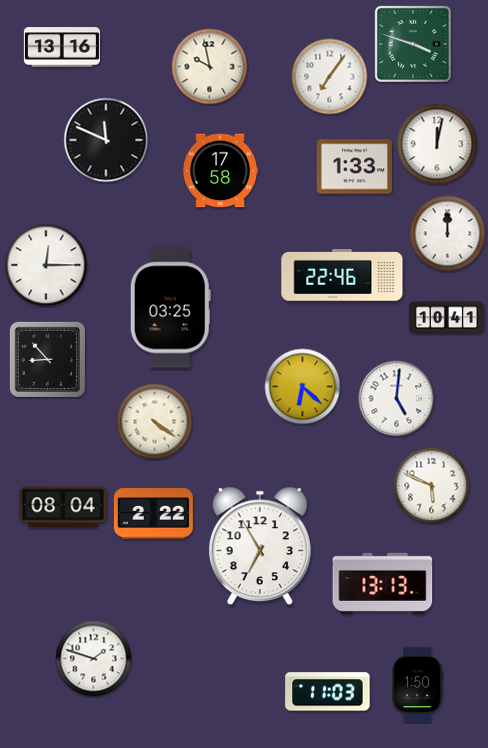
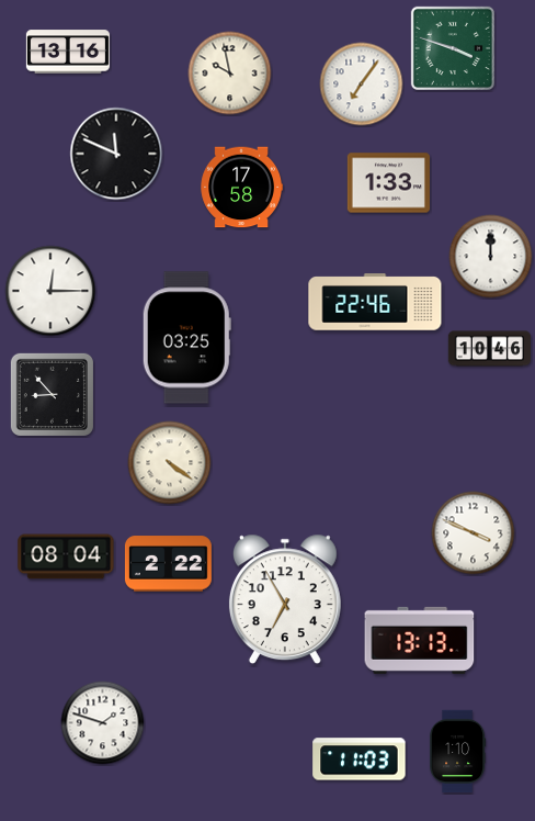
clock at (437, 144): 12:02 -> none
clock at (446, 318): 10:41 -> 10:46
clock at (303, 387): 6:22 -> none
clock at (397, 399): 5:01 -> none
clock at (432, 486): 5:49 -> 3:49
clock at (63, 507) position: (63, 507) -> (66, 556)
clock at (418, 684): 1:50 -> 1:10
